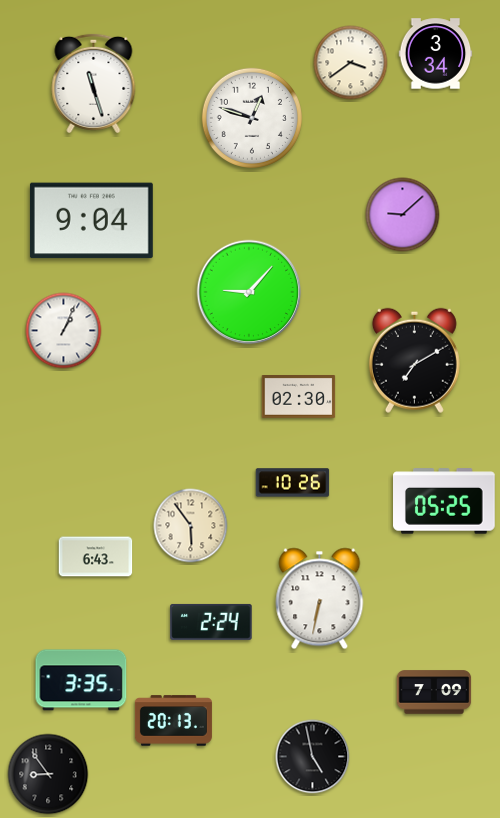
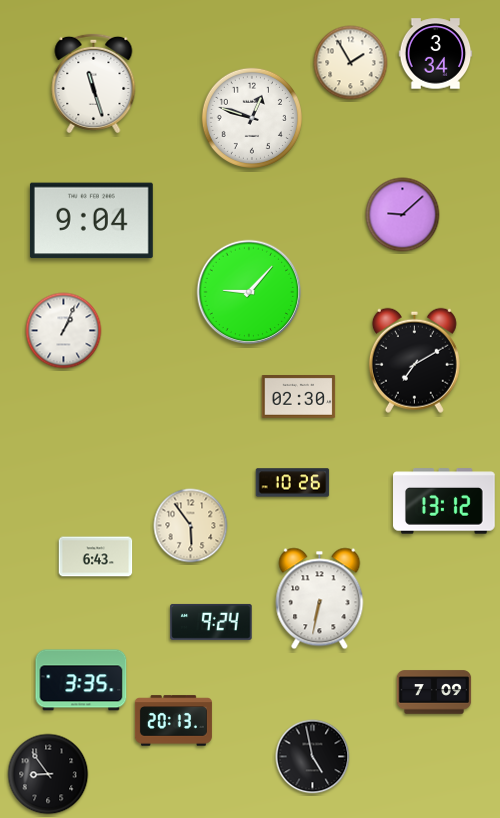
clock at (351, 63): 3:39 -> 1:55
clock at (445, 501): 05:25 -> 13:12
clock at (211, 622): 2:24 -> 9:24
